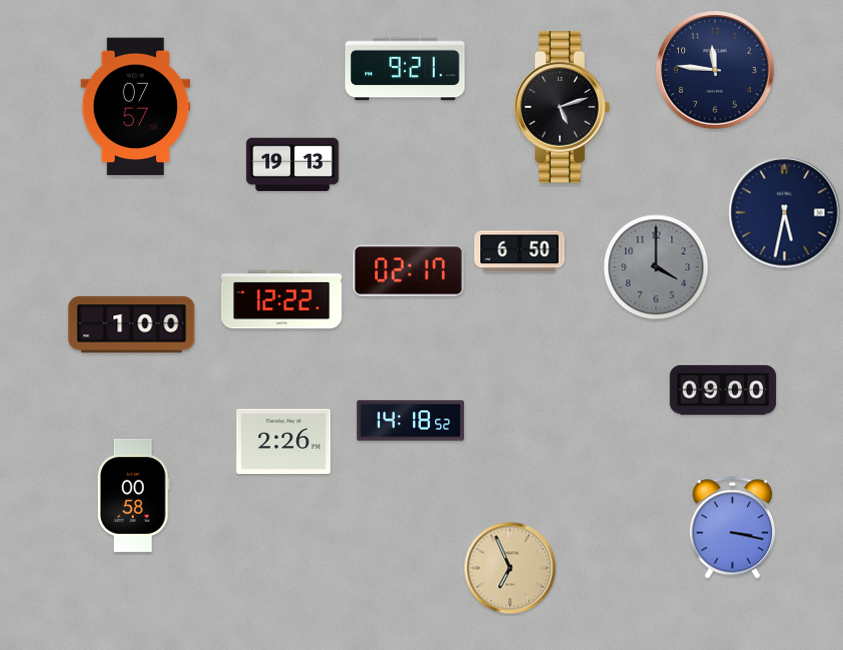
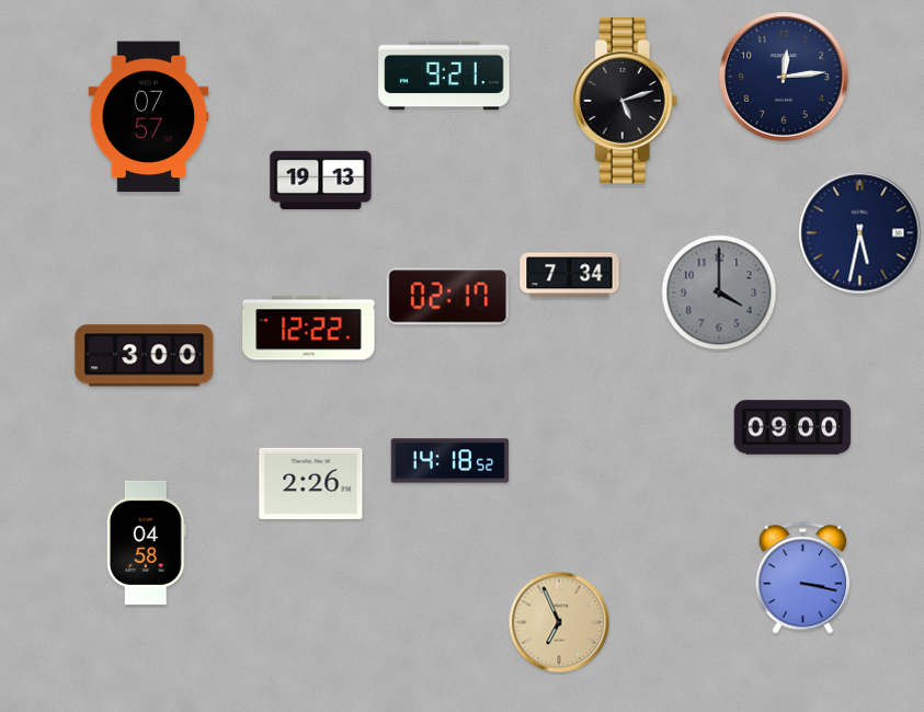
clock at (715, 70): 11:46 -> 12:14
clock at (562, 107) position: (562, 107) -> (625, 101)
clock at (520, 252): 6:50 -> 7:34
clock at (132, 325): 1:00 -> 3:00
clock at (133, 495): 00:58 -> 04:58
